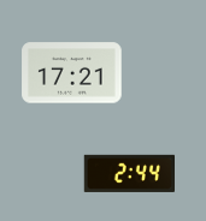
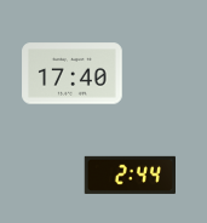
clock at (72, 73): 17:21 -> 17:40
